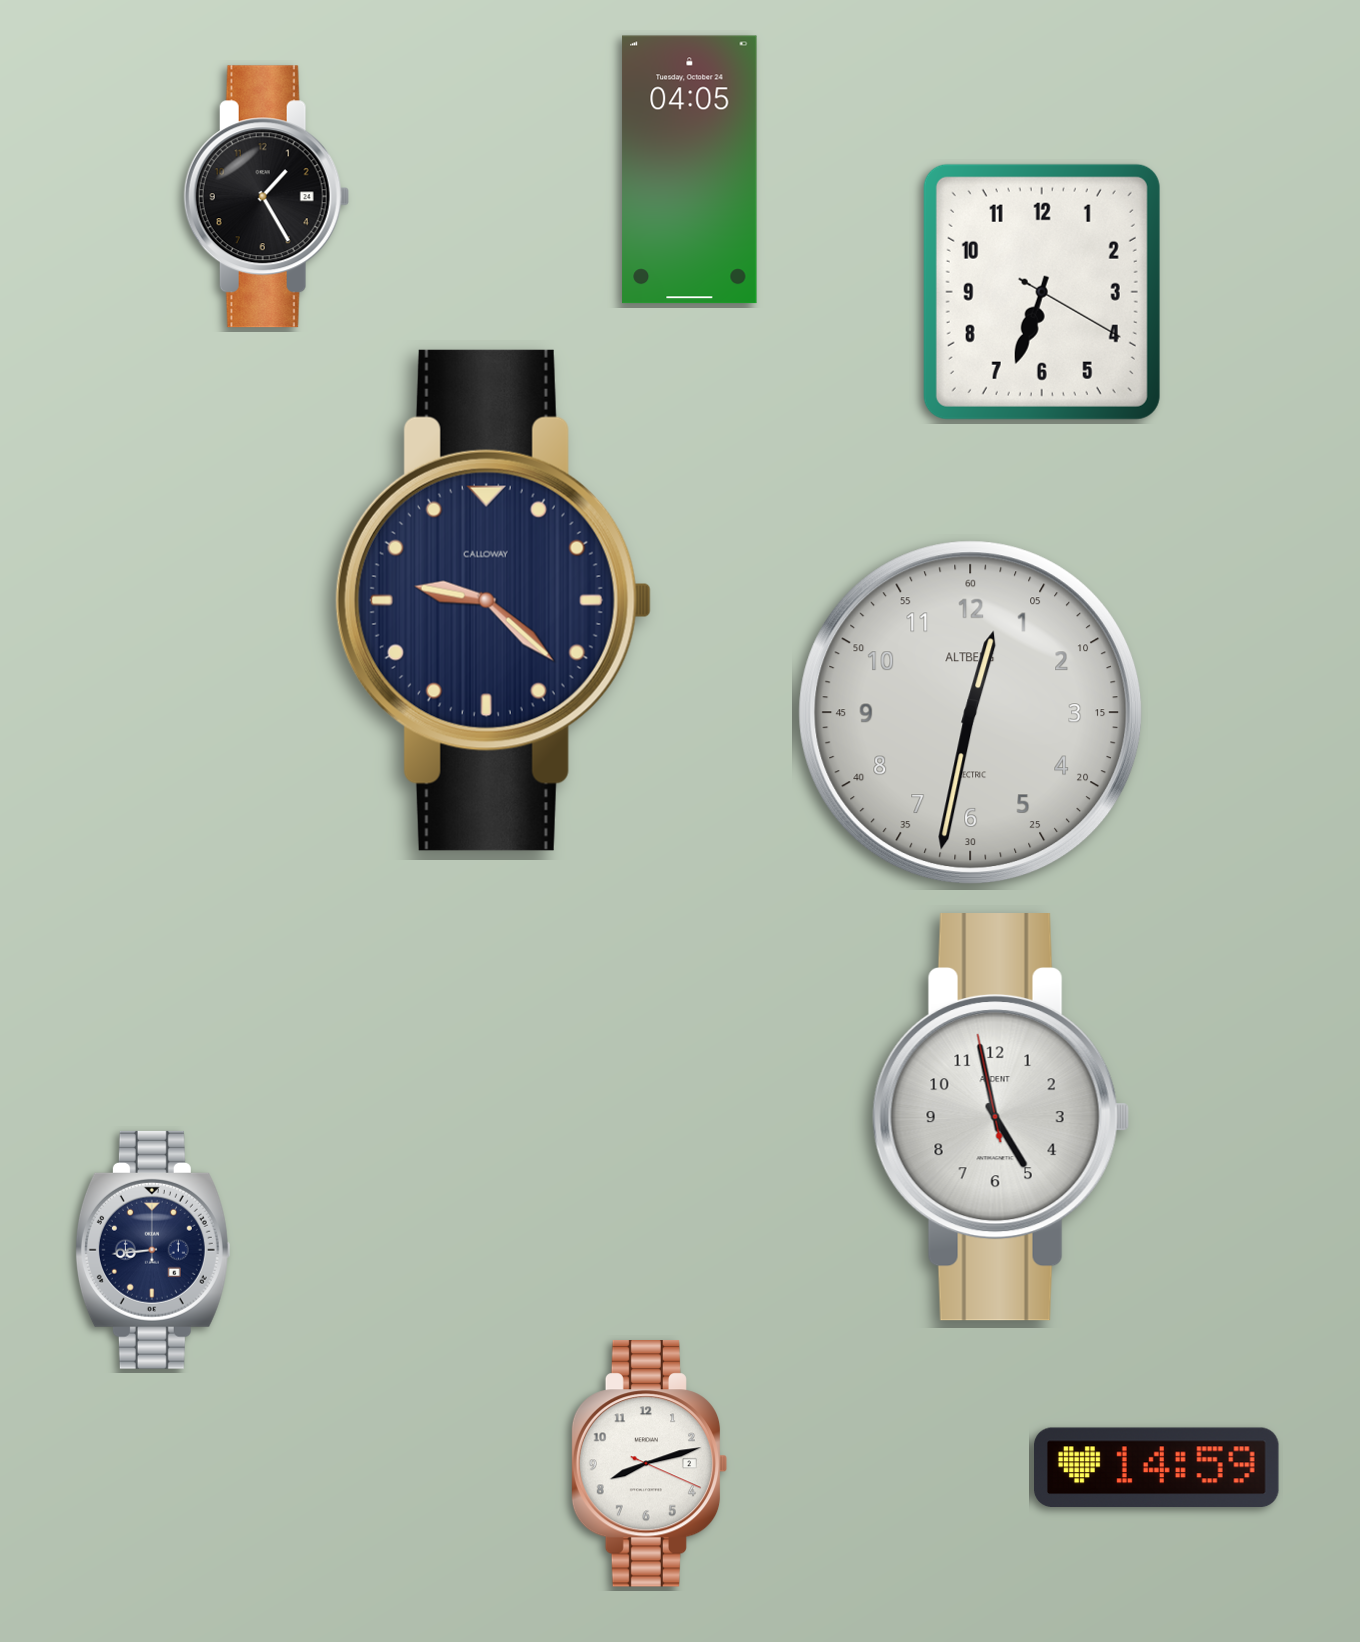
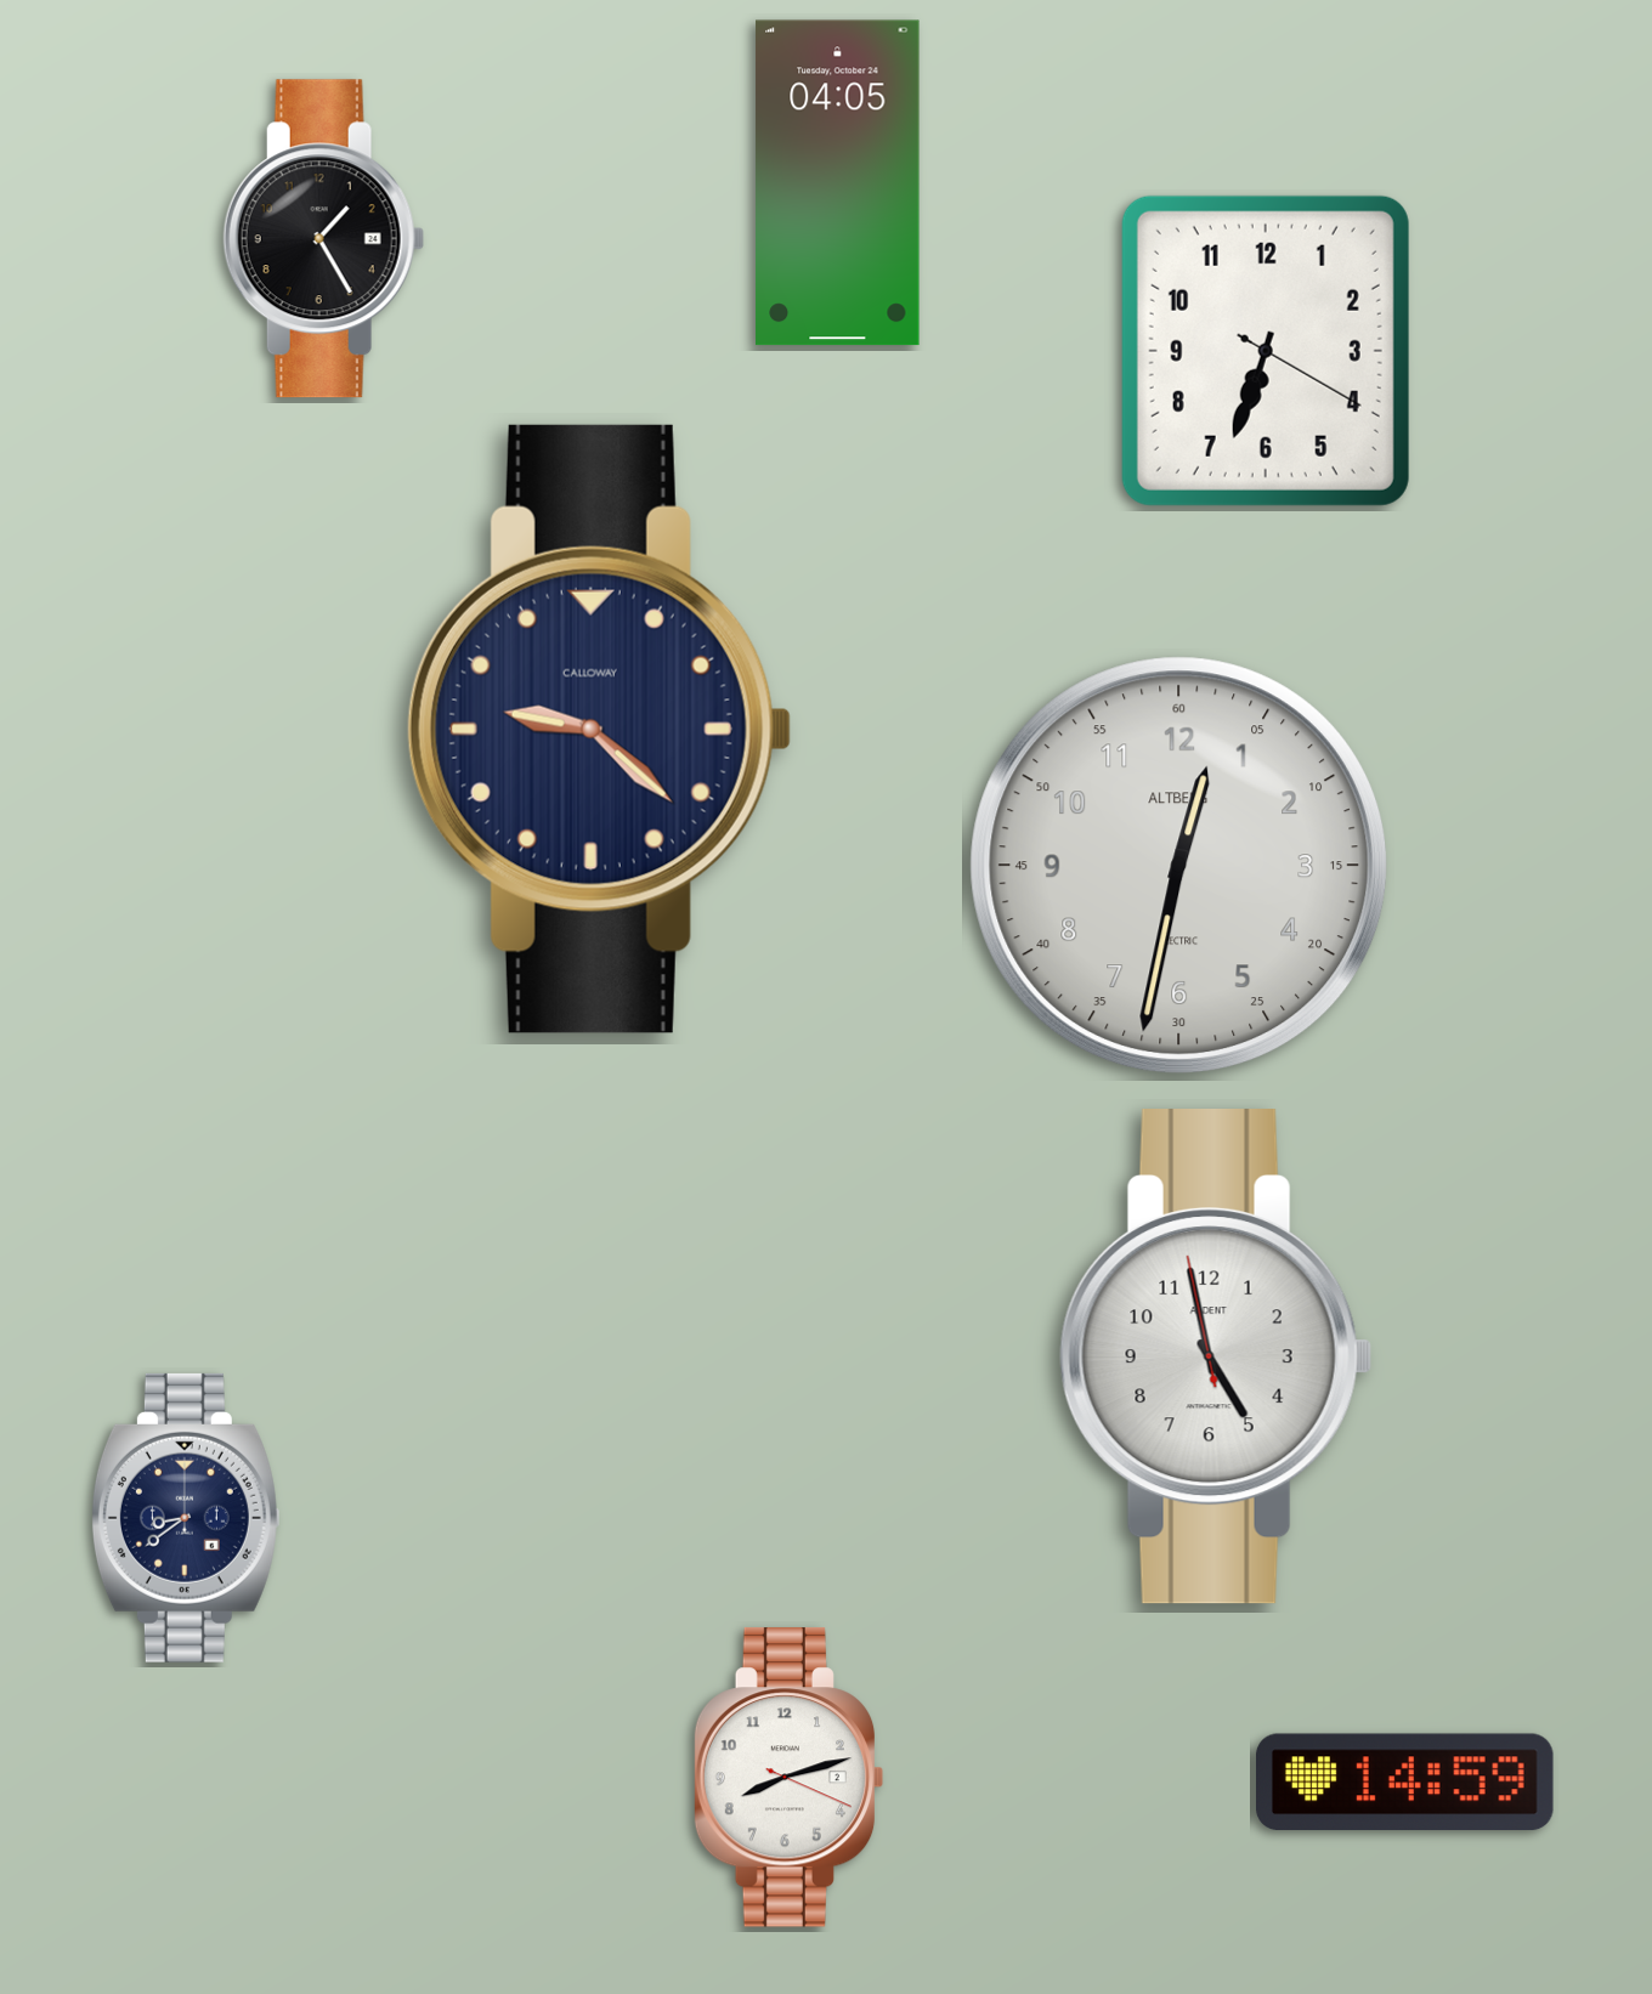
clock at (690, 170) position: (690, 170) -> (838, 183)
clock at (1042, 292) position: (1042, 292) -> (1266, 351)
clock at (153, 1250): 8:44 -> 8:39
